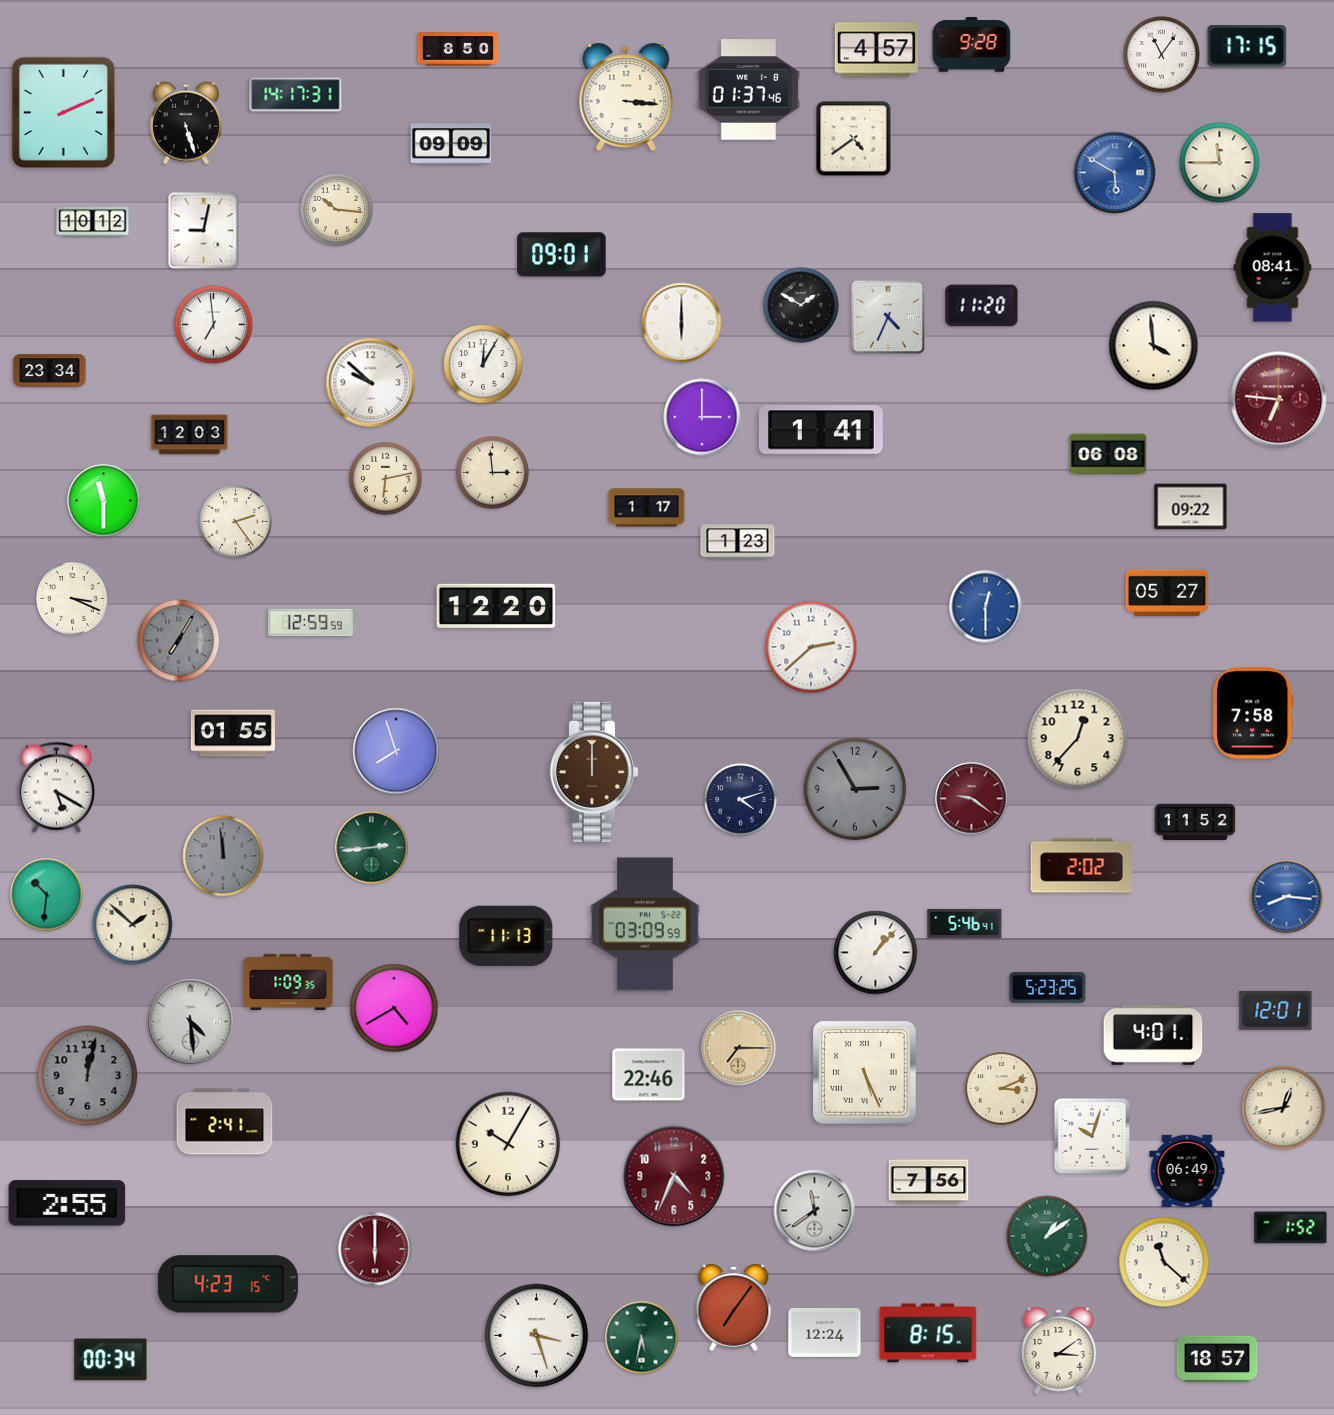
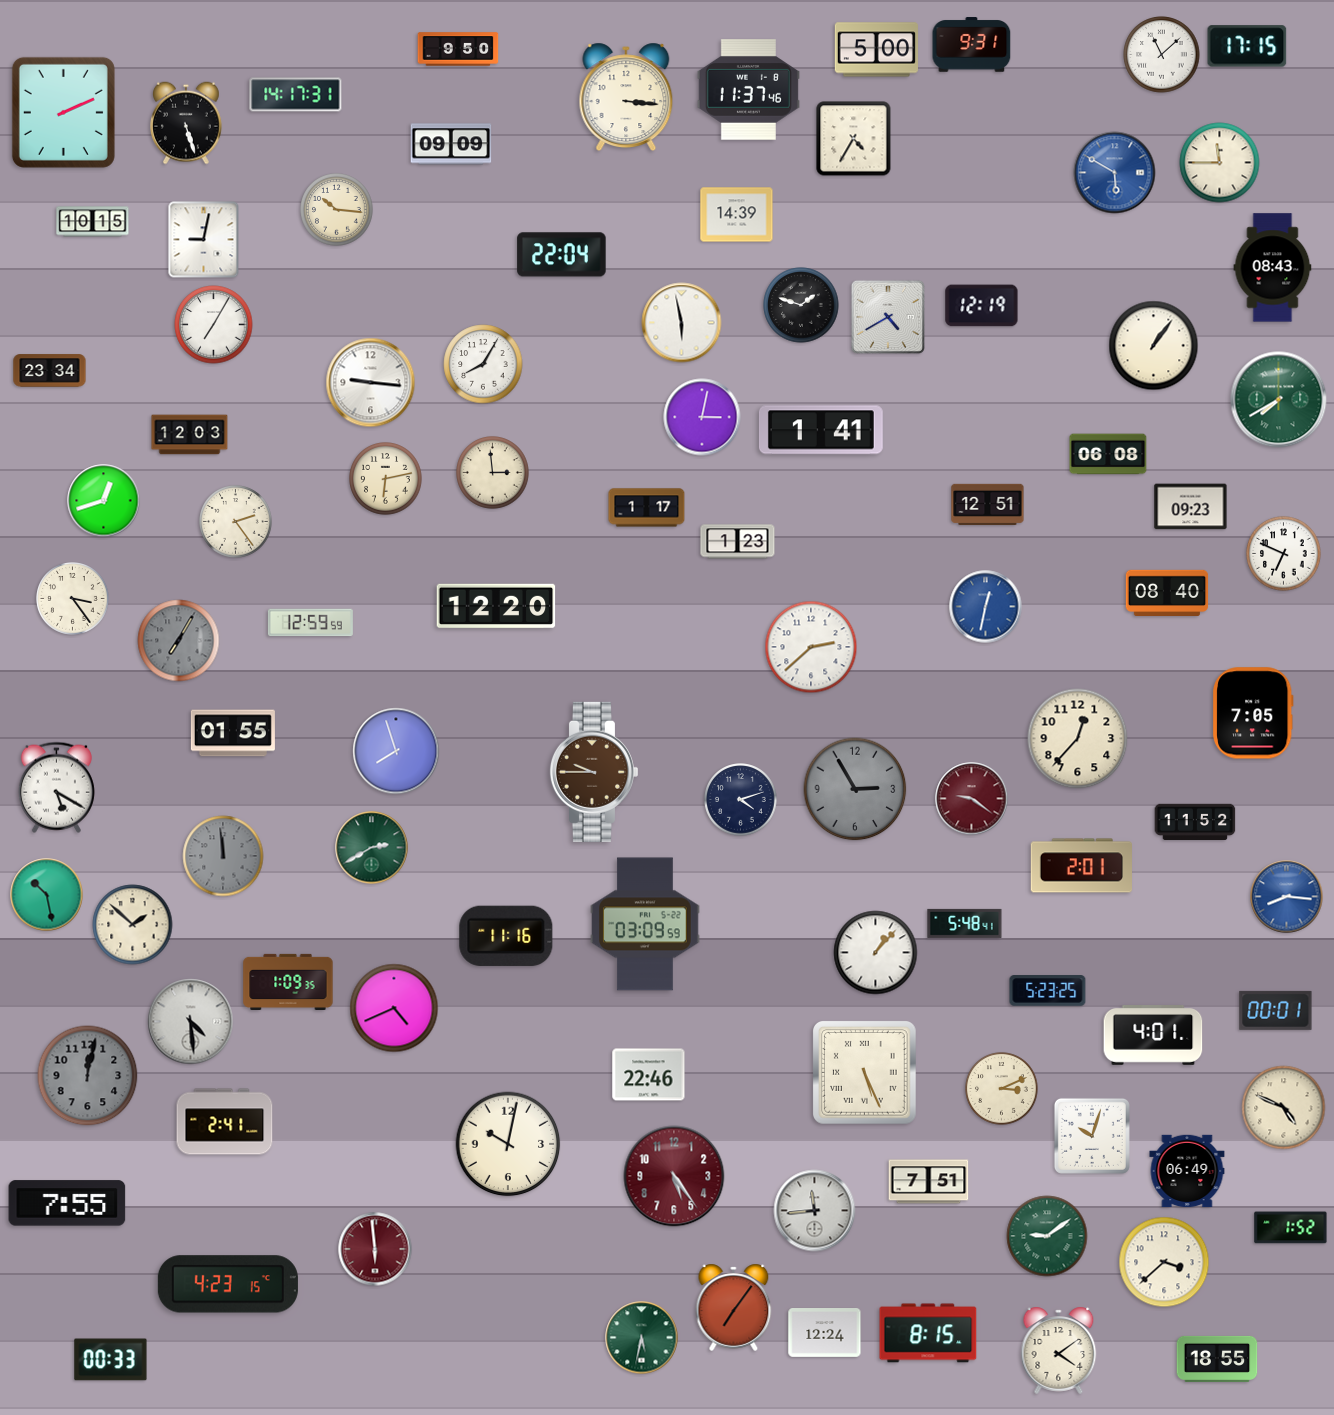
clock at (972, 45): 9:28 -> 9:31
clock at (458, 49): 8:50 -> 9:50
clock at (876, 50): 4:57 -> 5:00
clock at (1162, 55): 11:06 -> 11:08
clock at (748, 90): 01:37 -> 11:37
clock at (854, 139): 4:39 -> 4:35
clock at (737, 215): none -> 14:39
clock at (93, 222): 10:12 -> 10:15
clock at (204, 231) position: (204, 231) -> (204, 240)
clock at (562, 255): 09:01 -> 22:04
clock at (1273, 268): 08:41 -> 08:43
clock at (801, 305): 1:50 -> 1:48
clock at (982, 306): 11:20 -> 12:19
clock at (888, 317): 4:34 -> 4:40
clock at (682, 323): 6:00 -> 5:58
clock at (214, 325): 6:59 -> 7:05
clock at (1154, 346): 3:59 -> 1:06
clock at (483, 364): 12:05 -> 8:05
clock at (371, 383): 9:52 -> 9:16
clock at (1279, 400): 6:46 -> 7:40
clock at (1279, 400) dial: burgundy -> green
clock at (702, 417): 3:00 -> 3:02
clock at (104, 501): 11:30 -> 12:42
clock at (988, 504): none -> 12:51
clock at (1191, 507): 09:22 -> 09:23
clock at (1284, 554): none -> 6:49
clock at (1167, 592): 05:27 -> 08:40
clock at (73, 599): 3:19 -> 3:24
clock at (986, 607): 12:30 -> 12:32
clock at (1254, 713): 7:58 -> 7:05
clock at (593, 772): 12:00 -> 9:45
clock at (372, 848): 2:44 -> 2:40
clock at (1081, 866): 2:02 -> 2:01
clock at (47, 895): 10:31 -> 10:28
clock at (965, 923): 5:46 -> 5:48
clock at (506, 936): 11:13 -> 11:16
clock at (1048, 988) position: (1048, 988) -> (1048, 991)
clock at (394, 1008): 4:40 -> 4:41
clock at (1276, 1010): 12:01 -> 00:01
clock at (738, 1048): 7:15 -> none
clock at (1284, 1108): 12:43 -> 4:49
clock at (508, 1144): 10:05 -> 10:02
clock at (674, 1176): 4:34 -> 5:24
clock at (929, 1182): 7:56 -> 7:51
clock at (67, 1203): 2:55 -> 7:55
clock at (815, 1211): 11:39 -> 11:44
clock at (1047, 1236): 1:09 -> 9:09
clock at (375, 1249): 6:00 -> 5:59
clock at (1164, 1262): 11:22 -> 3:38
clock at (537, 1336): 3:27 -> none
clock at (1059, 1350): 3:09 -> 4:09
clock at (1217, 1359): 18:57 -> 18:55
clock at (111, 1360): 00:34 -> 00:33
